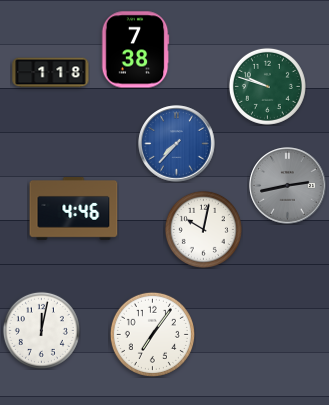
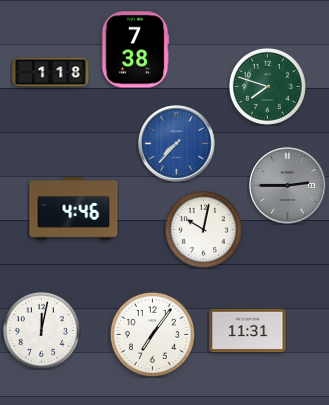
clock at (267, 86): 9:48 -> 7:48
clock at (288, 186): 2:43 -> 2:45
clock at (248, 331): none -> 11:31
